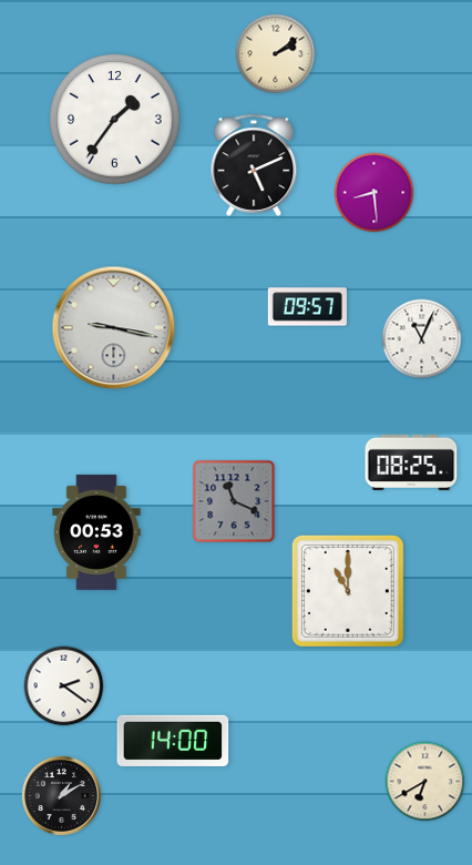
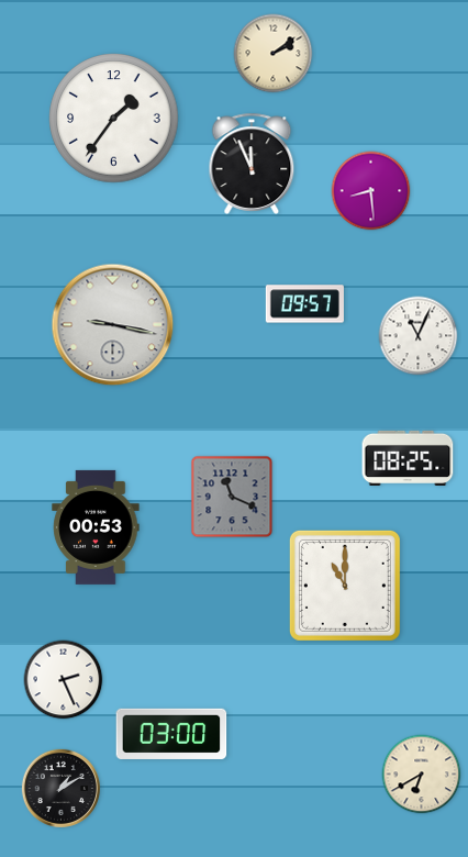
clock at (254, 165): 5:11 -> 11:56
clock at (64, 686): 2:21 -> 2:26
clock at (173, 741): 14:00 -> 03:00
